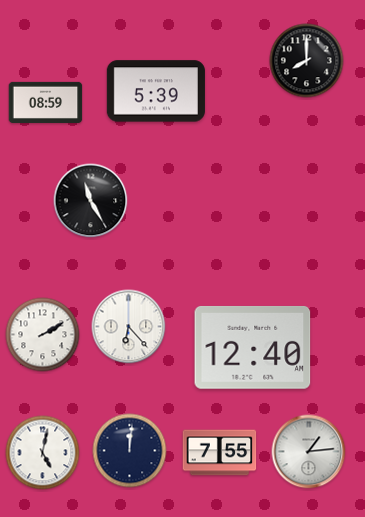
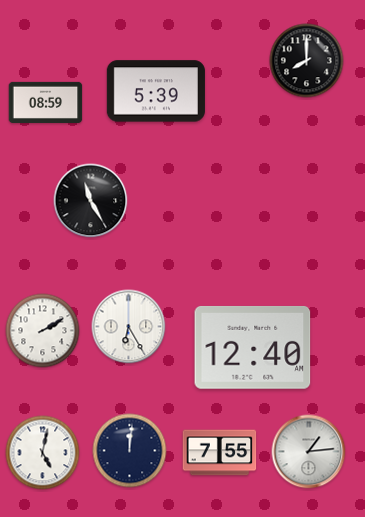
clock at (129, 327): 6:23 -> 6:25
clock at (43, 335) position: (43, 335) -> (43, 331)
